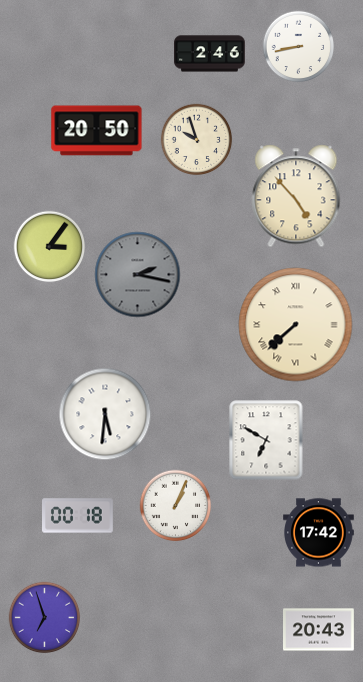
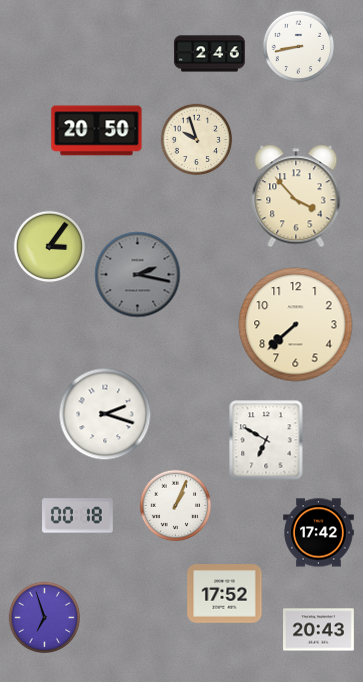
clock at (296, 196): 4:53 -> 3:53
clock at (296, 325) numerals: Roman -> Arabic
clock at (105, 414): 5:31 -> 2:18
clock at (225, 594): none -> 17:52
